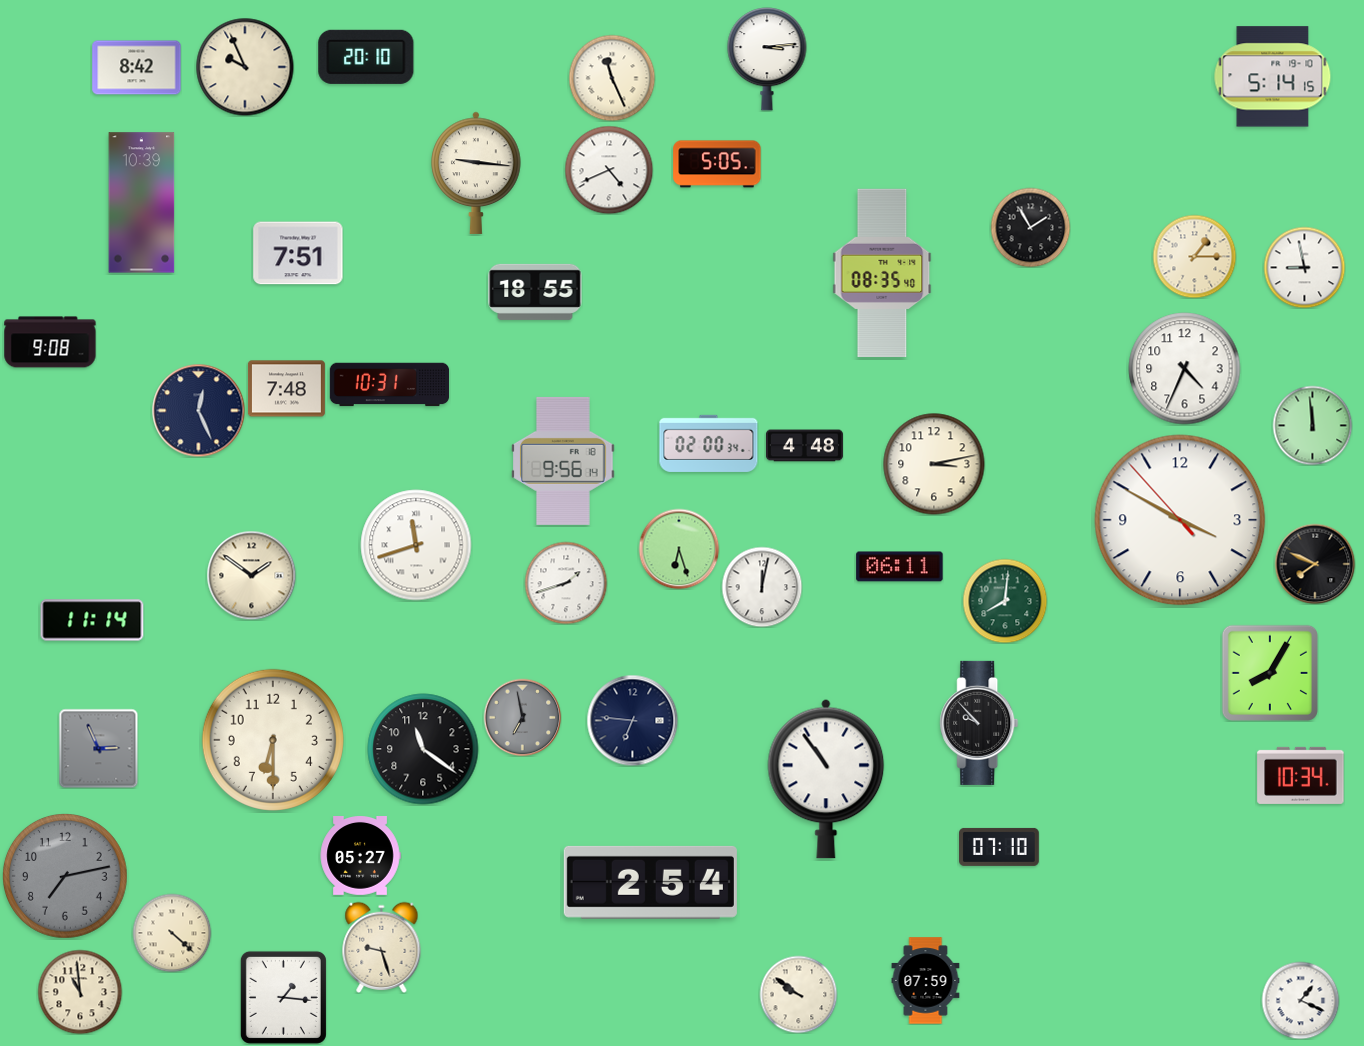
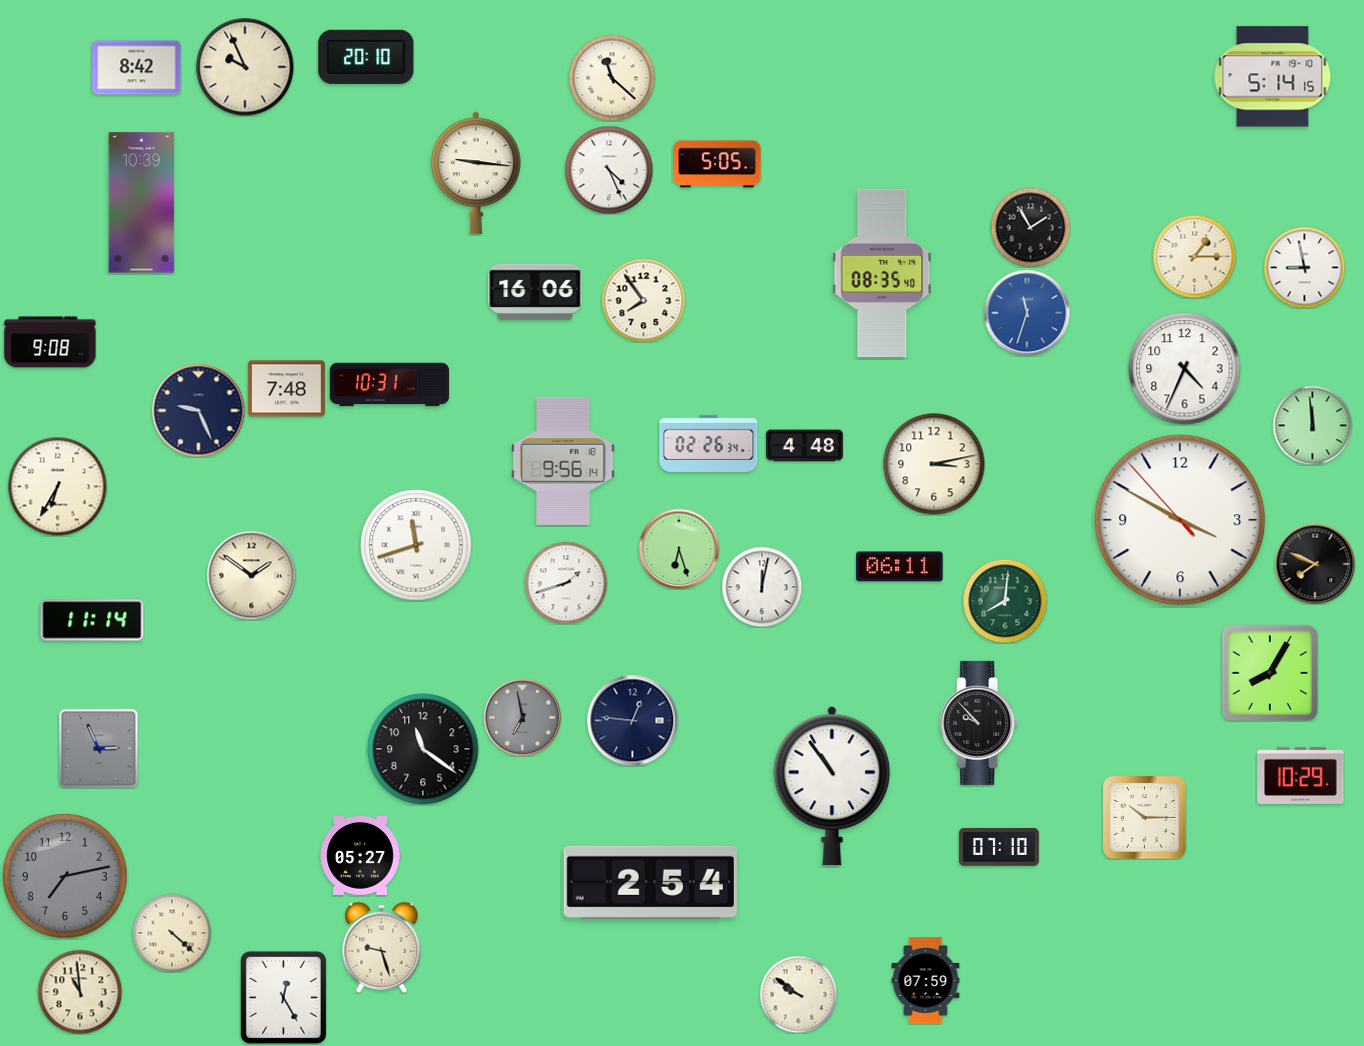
clock at (767, 59): 3:14 -> none
clock at (612, 78): 11:26 -> 11:22
clock at (609, 170): 4:41 -> 4:26
clock at (298, 253): 7:51 -> none
clock at (535, 292): 18:55 -> 16:06
clock at (643, 300): none -> 7:54
clock at (1027, 313): none -> 11:33
clock at (198, 410): 12:26 -> 9:26
clock at (709, 443): 02:00 -> 02:26
clock at (58, 487): none -> 6:35
clock at (632, 720): 6:46 -> 12:46
clock at (273, 740): 6:30 -> none
clock at (1301, 775): 10:34 -> 10:29
clock at (826, 779) position: (826, 779) -> (832, 786)
clock at (1144, 817): none -> 10:15
clock at (283, 997): 1:16 -> 12:25
clock at (1300, 1000): 1:19 -> none
